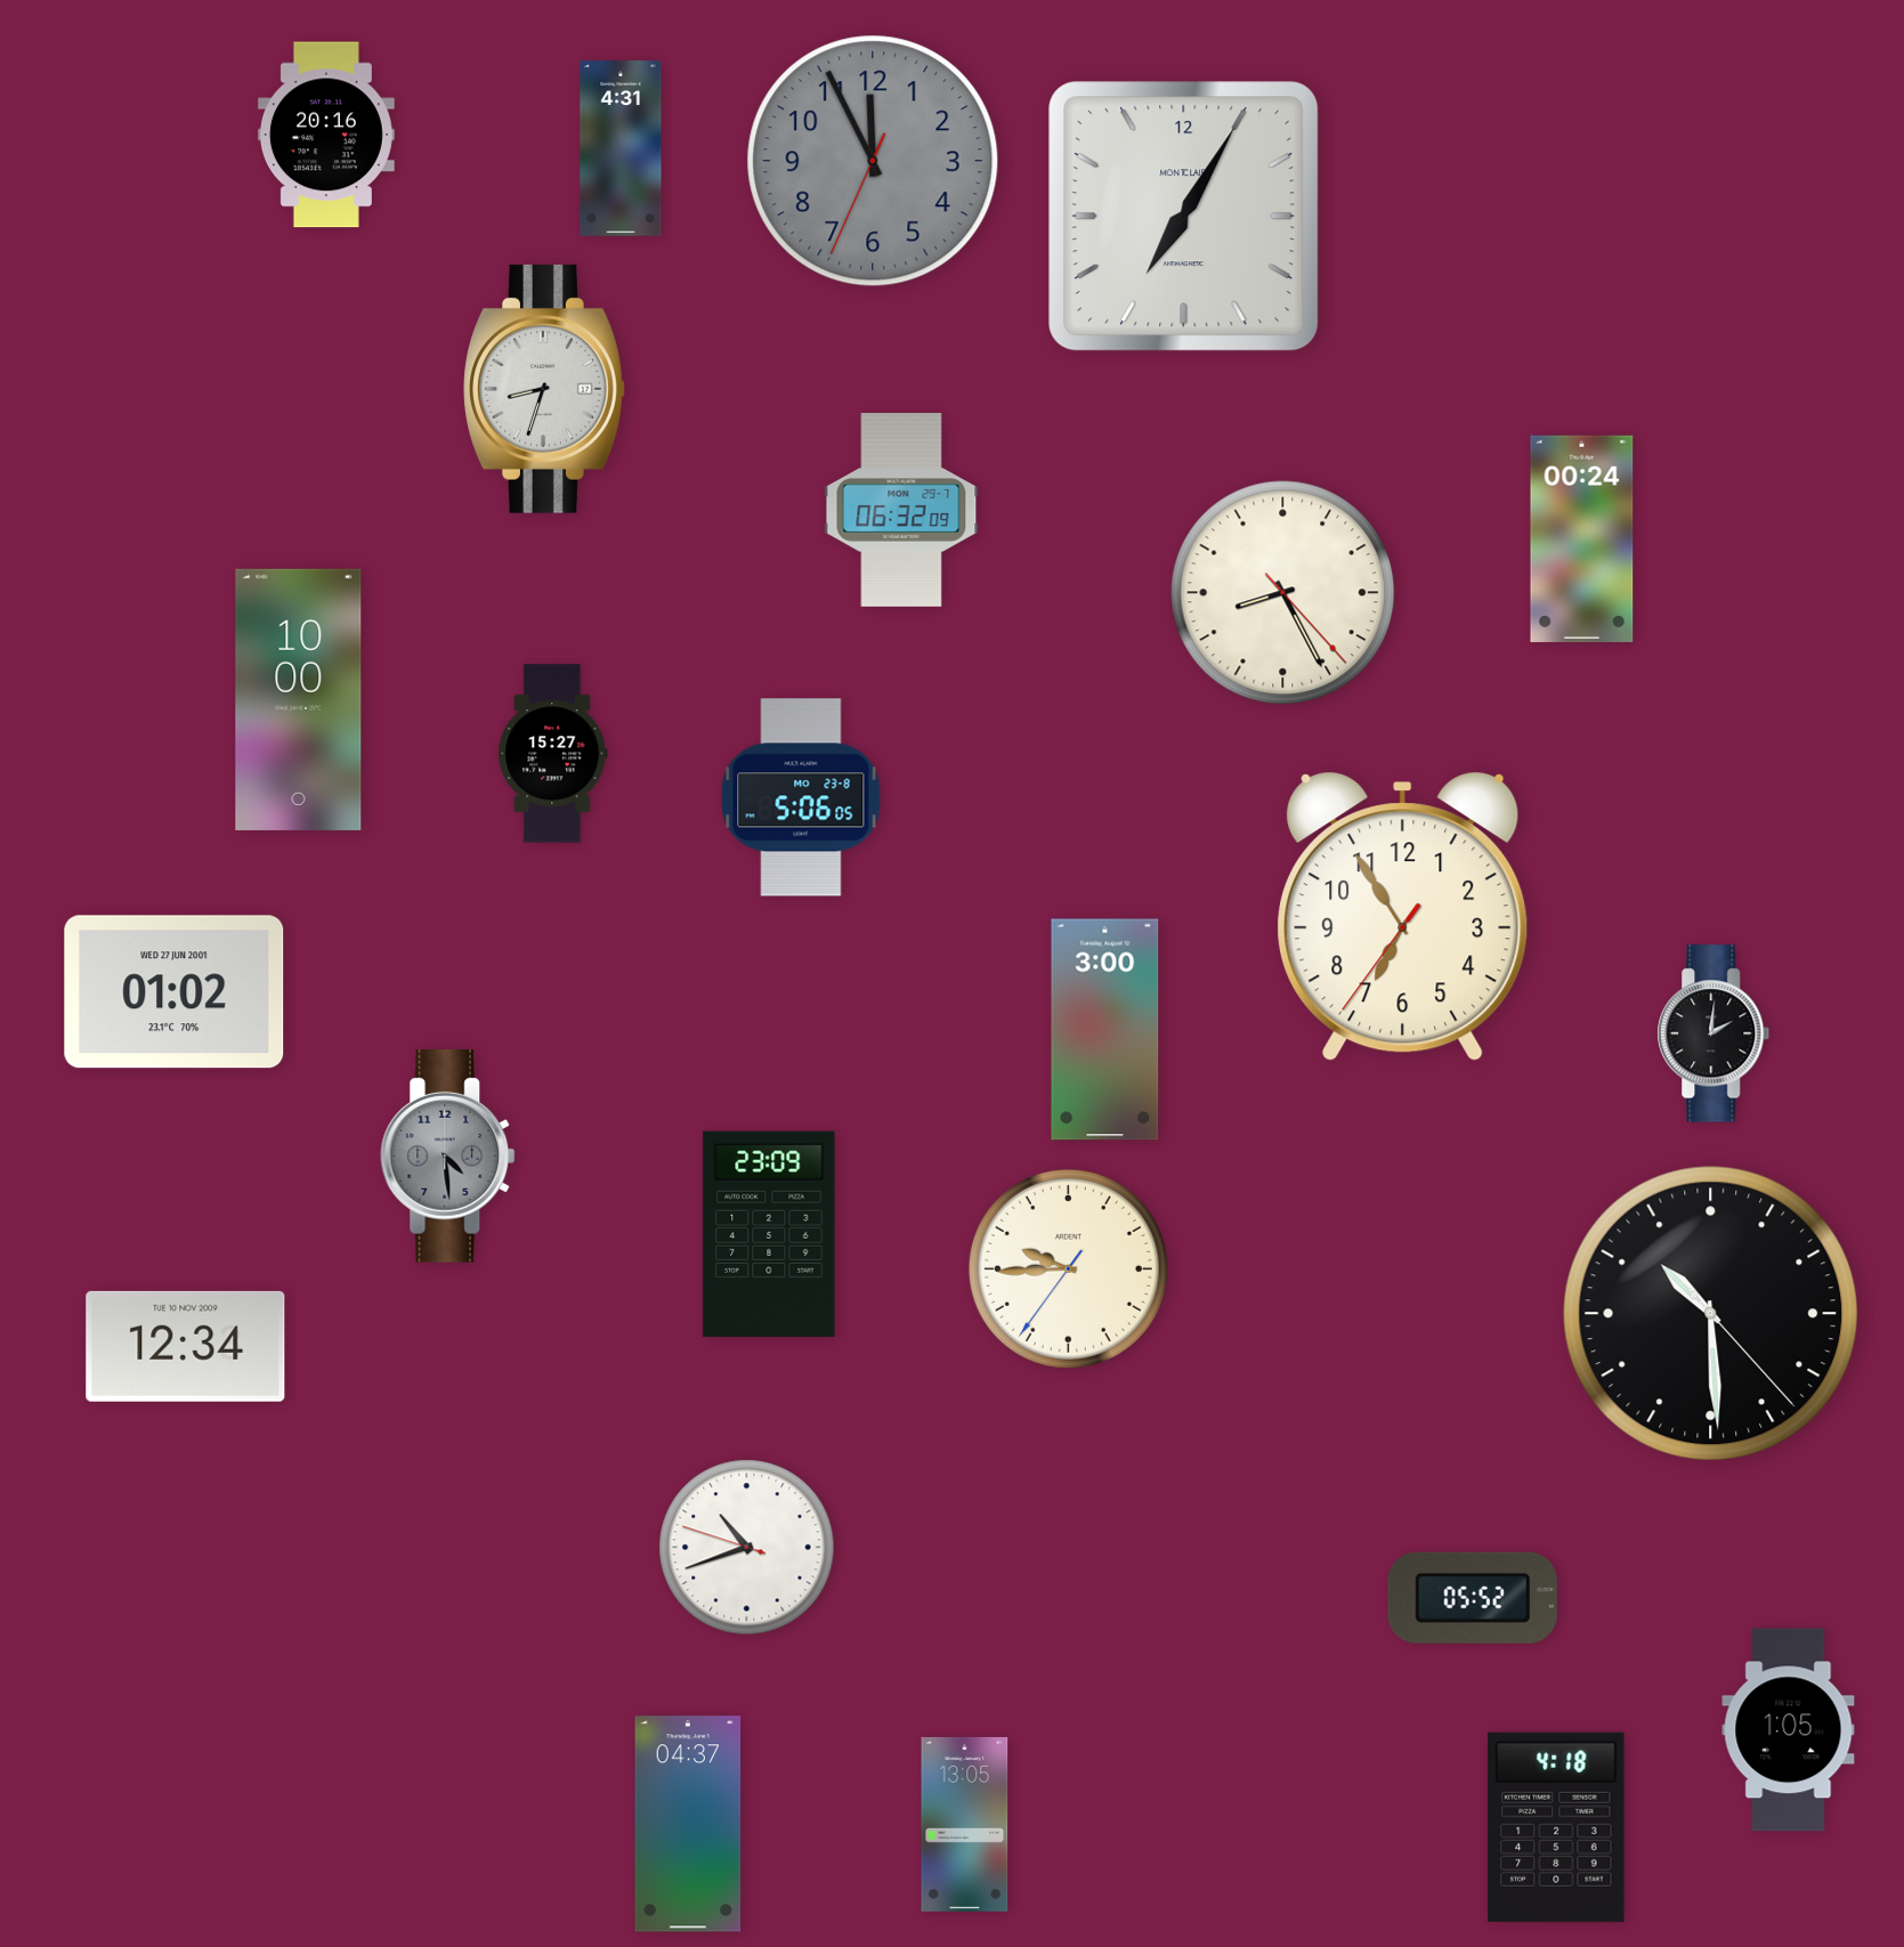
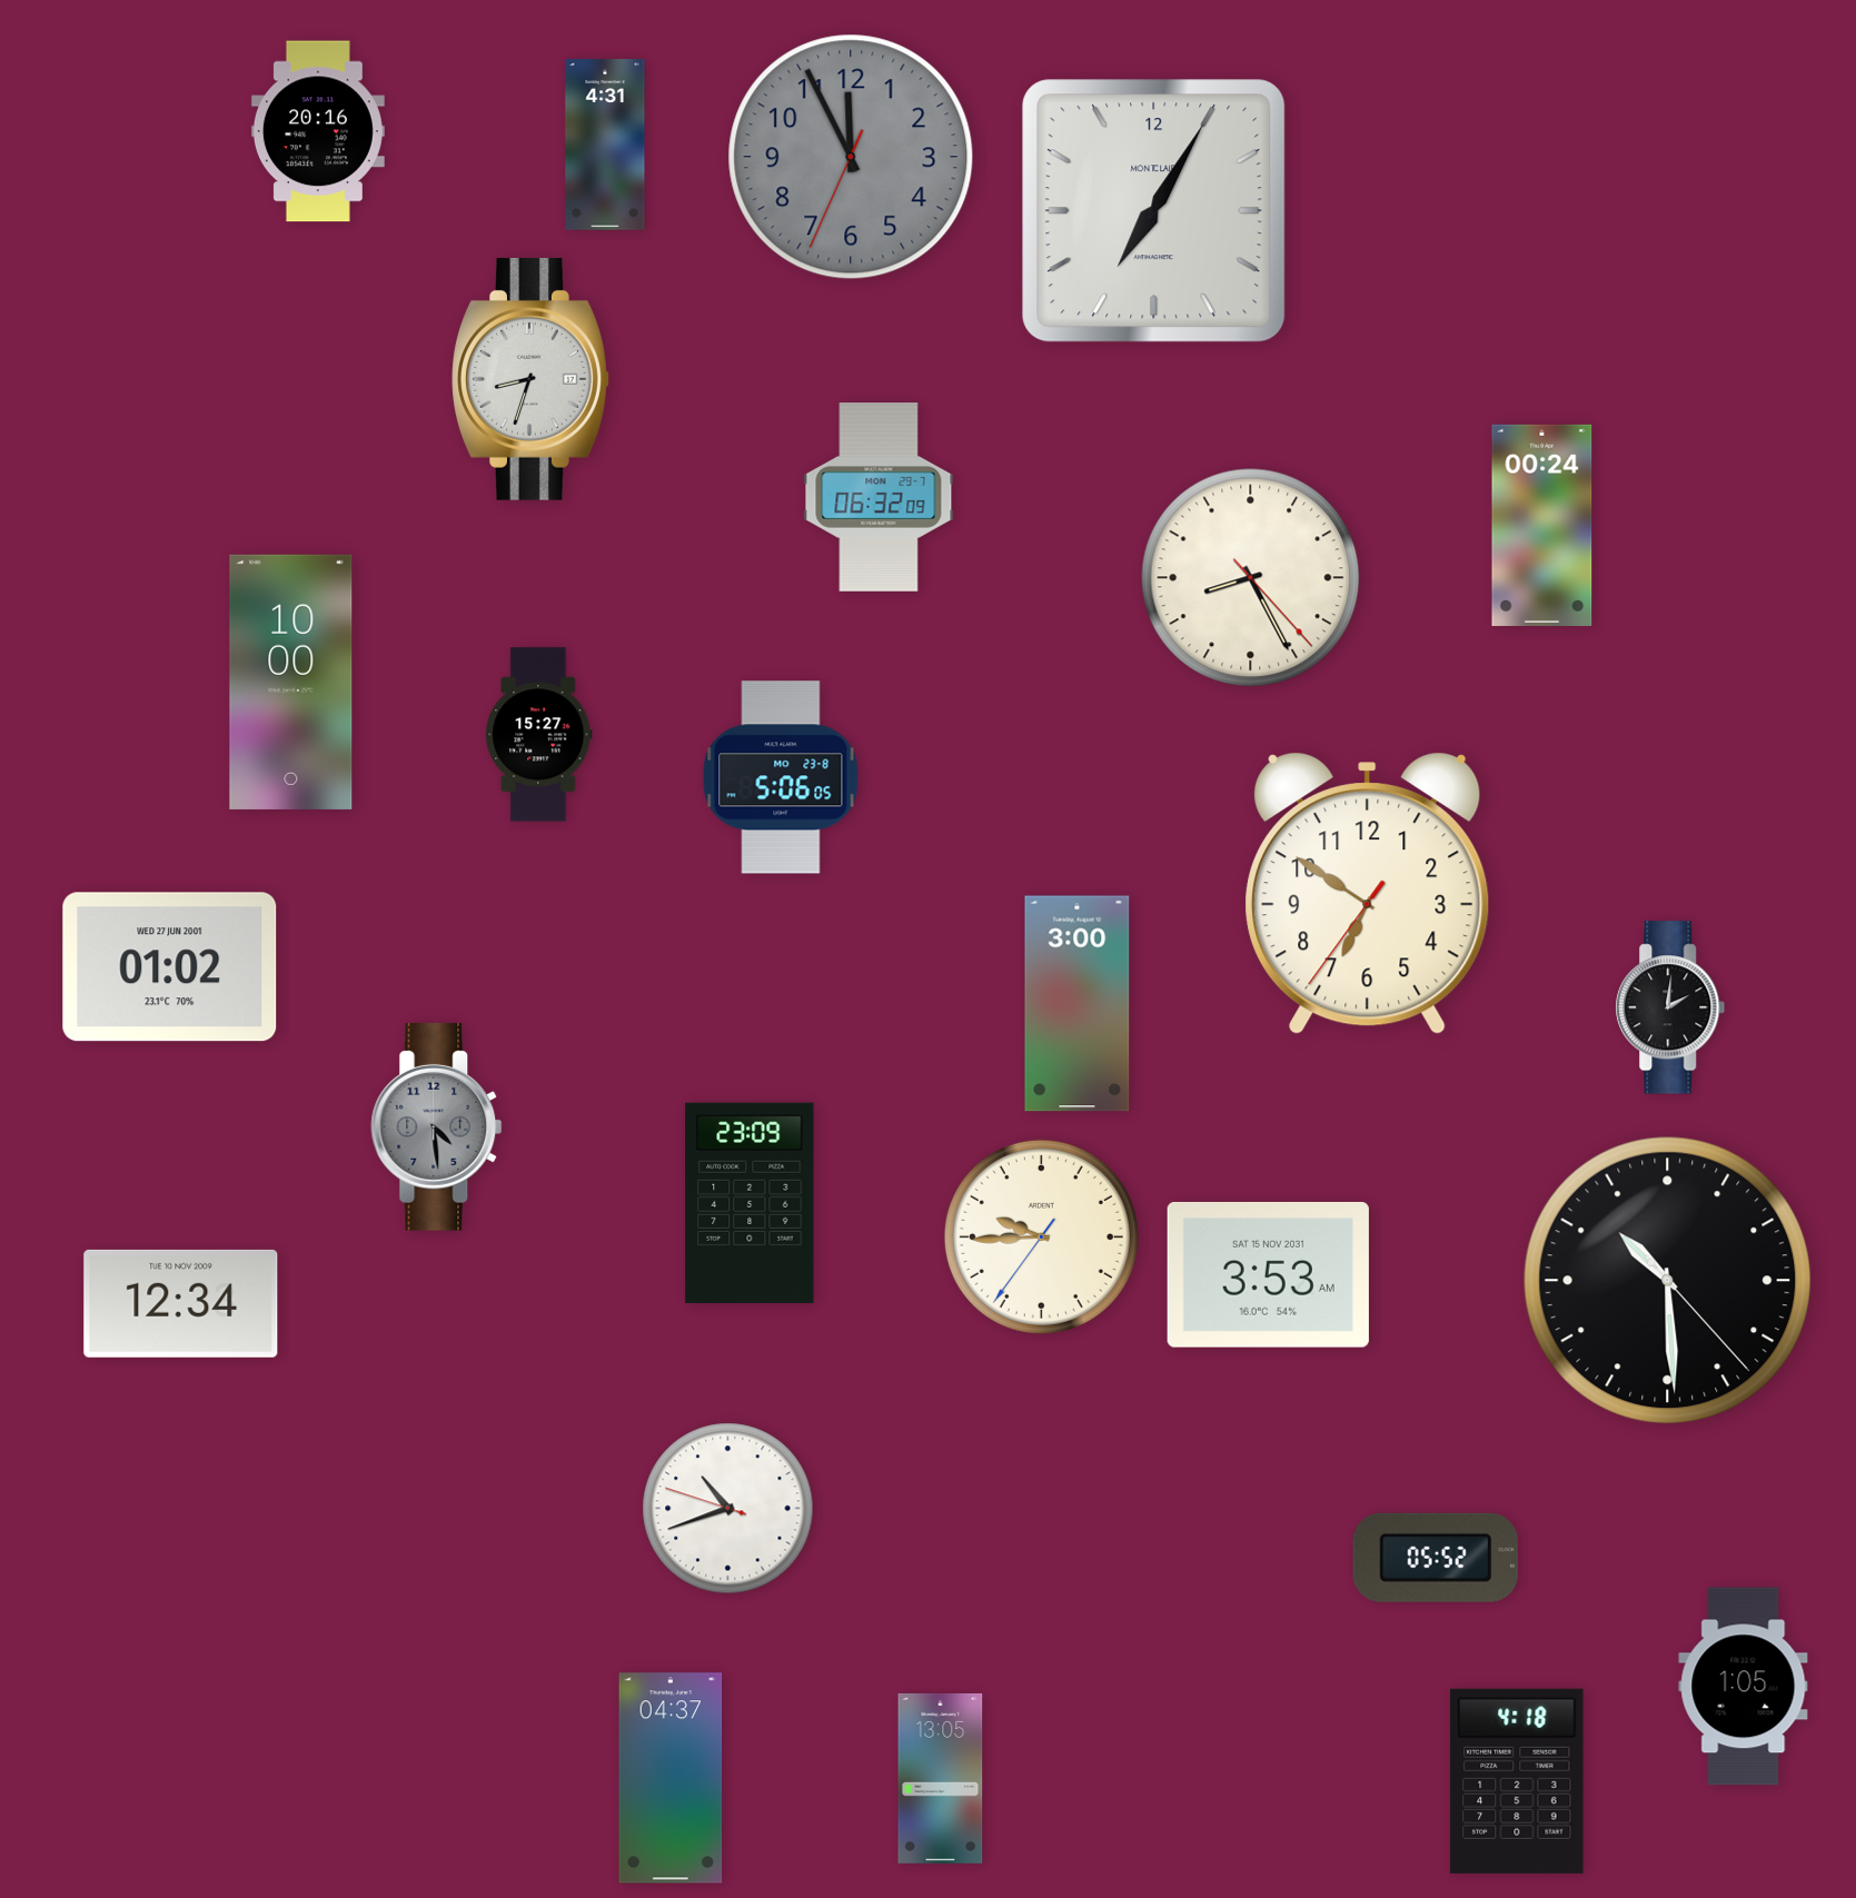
clock at (1403, 916): 6:54 -> 6:50
clock at (1268, 1274): none -> 3:53
clock at (186, 1346) position: (186, 1346) -> (181, 1303)
